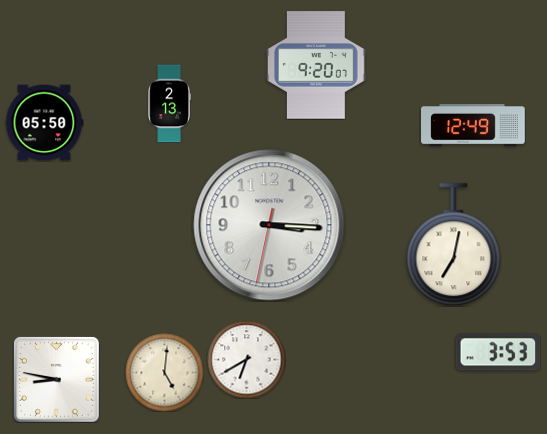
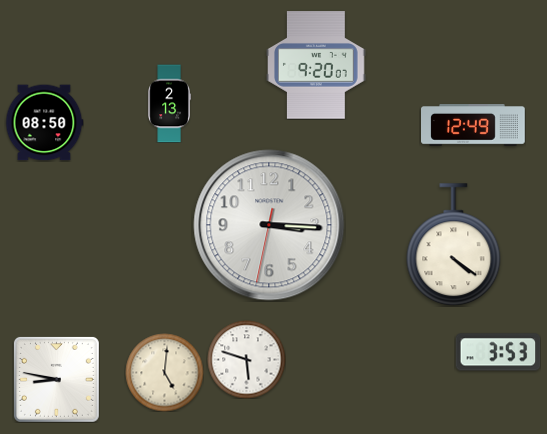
clock at (44, 123): 05:50 -> 08:50
clock at (454, 245): 7:02 -> 4:21
clock at (246, 359): 6:40 -> 5:48
